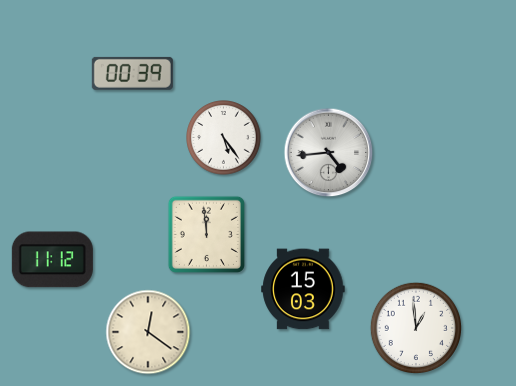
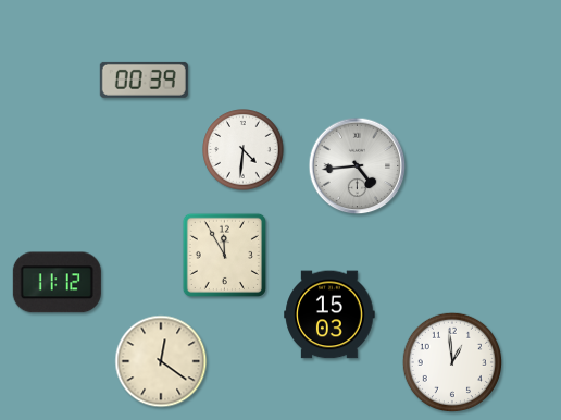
clock at (224, 138): 5:24 -> 4:31
clock at (206, 234): 11:59 -> 11:55
clock at (415, 327) position: (415, 327) -> (451, 361)
